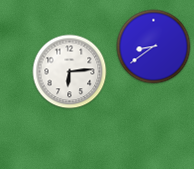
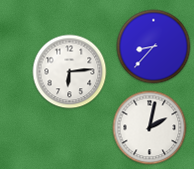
clock at (154, 47): 8:39 -> 8:37
clock at (150, 128): none -> 2:02
